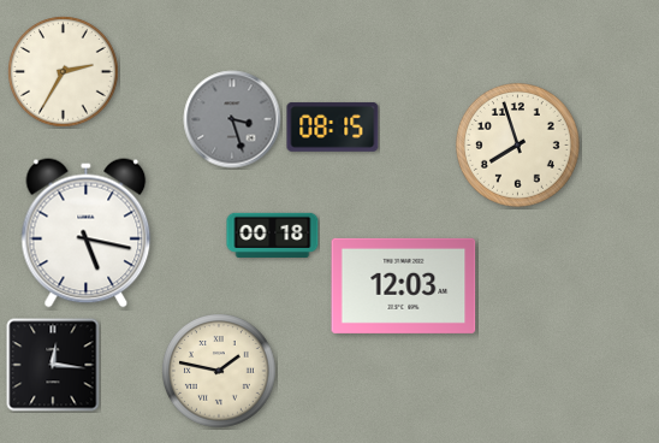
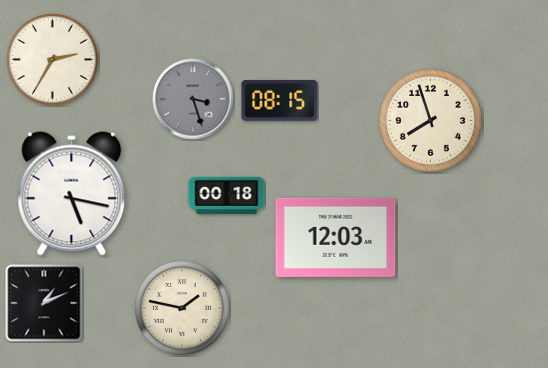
clock at (333, 126) position: (333, 126) -> (280, 100)
clock at (53, 365): 12:16 -> 1:11
